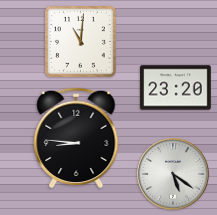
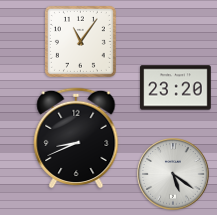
clock at (80, 41): 11:01 -> 11:06
clock at (76, 138): 8:46 -> 8:41
